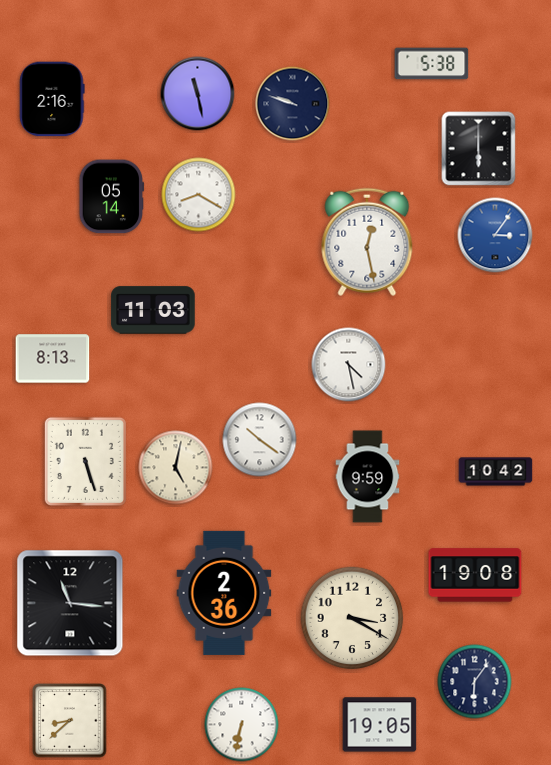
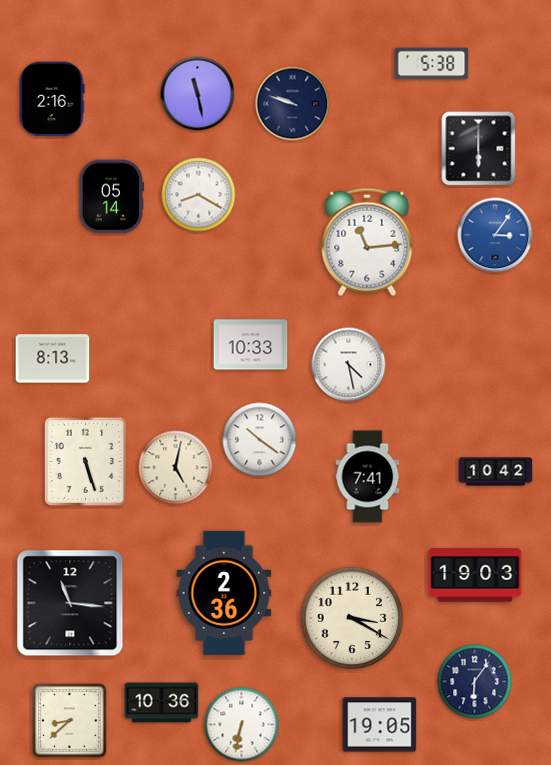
clock at (367, 242): 12:28 -> 11:14
clock at (153, 310): 11:03 -> none
clock at (251, 345): none -> 10:33
clock at (368, 477): 9:59 -> 7:41
clock at (475, 575): 19:08 -> 19:03
clock at (162, 703): none -> 10:36
